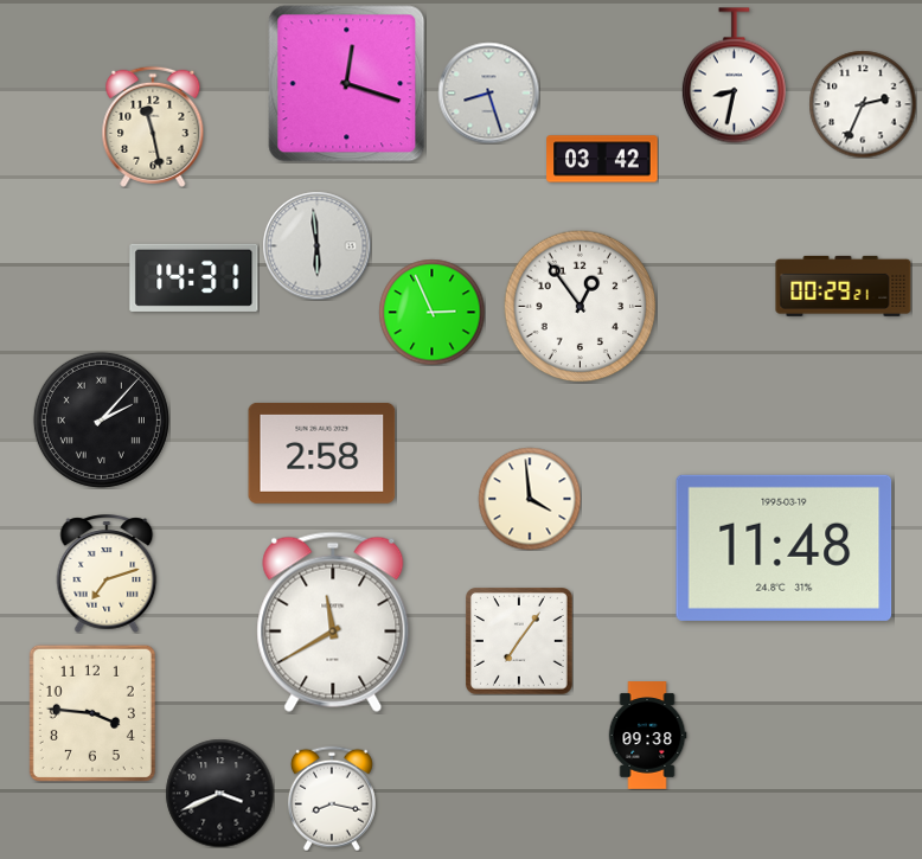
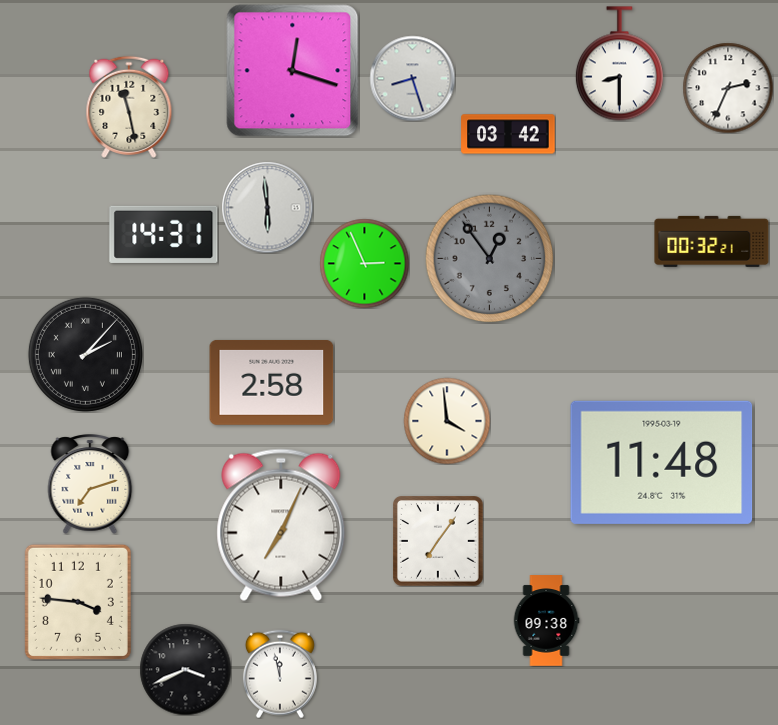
clock at (734, 76): 8:32 -> 8:30
clock at (844, 286): 00:29 -> 00:32
clock at (580, 306) dial: white -> grey
clock at (333, 622): 11:40 -> 7:04
clock at (332, 799): 8:17 -> 11:58
